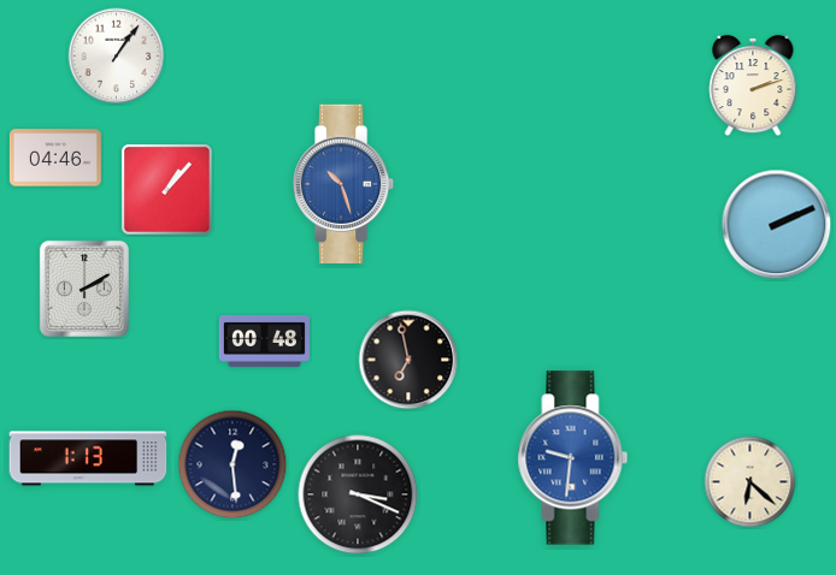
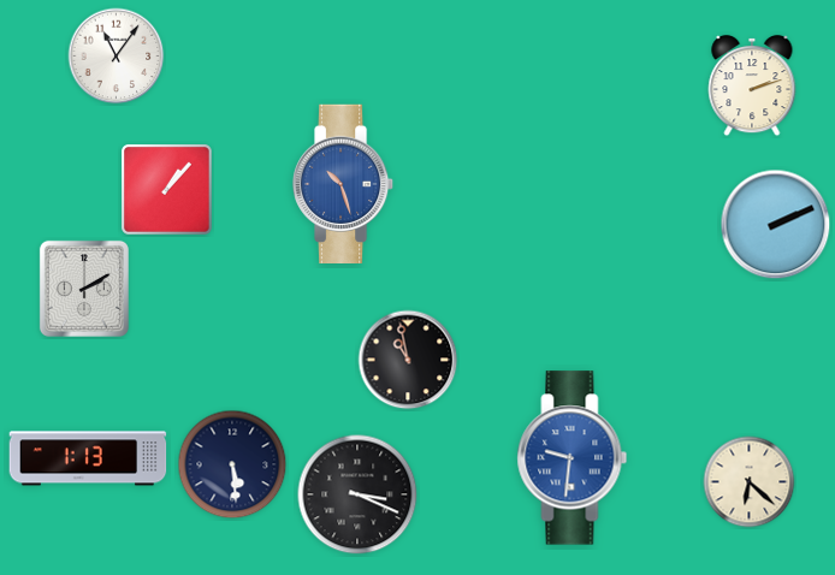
clock at (117, 57): 1:06 -> 11:06
clock at (55, 158): 04:46 -> none
clock at (264, 340): 00:48 -> none
clock at (408, 360): 6:58 -> 10:58
clock at (232, 464): 12:29 -> 5:29
